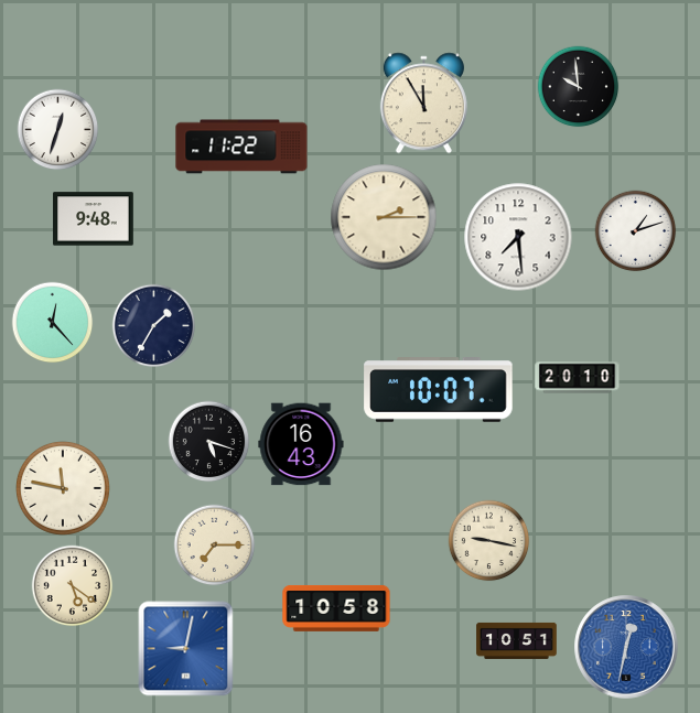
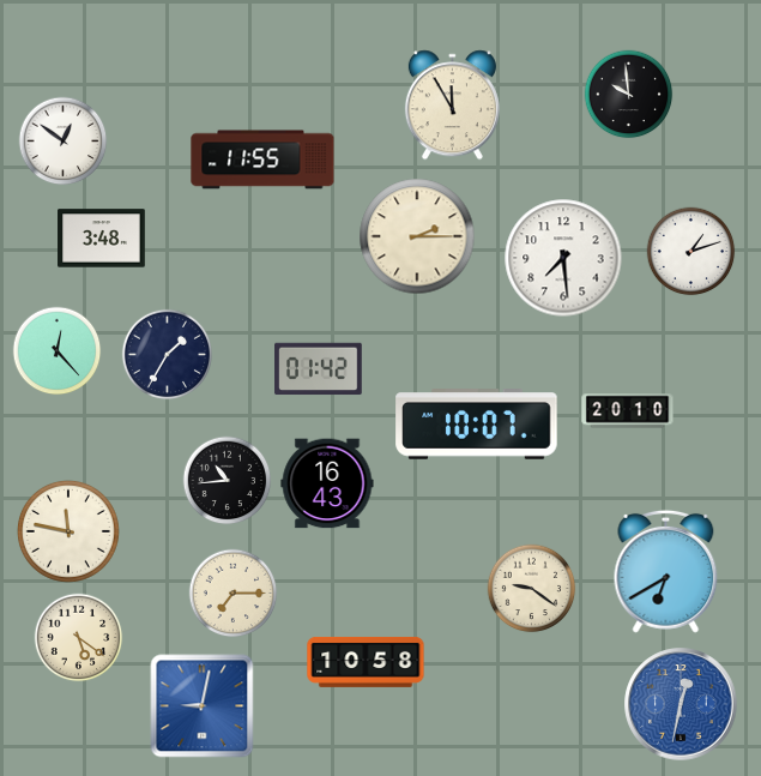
clock at (423, 104) position: (423, 104) -> (452, 106)
clock at (58, 130): 12:33 -> 12:51
clock at (241, 147): 11:22 -> 11:55
clock at (94, 219): 9:48 -> 3:48
clock at (319, 369): none -> 01:42
clock at (209, 442): 5:18 -> 10:44
clock at (666, 571): none -> 6:40
clock at (489, 541): 9:17 -> 9:21
clock at (517, 640): 10:51 -> none
